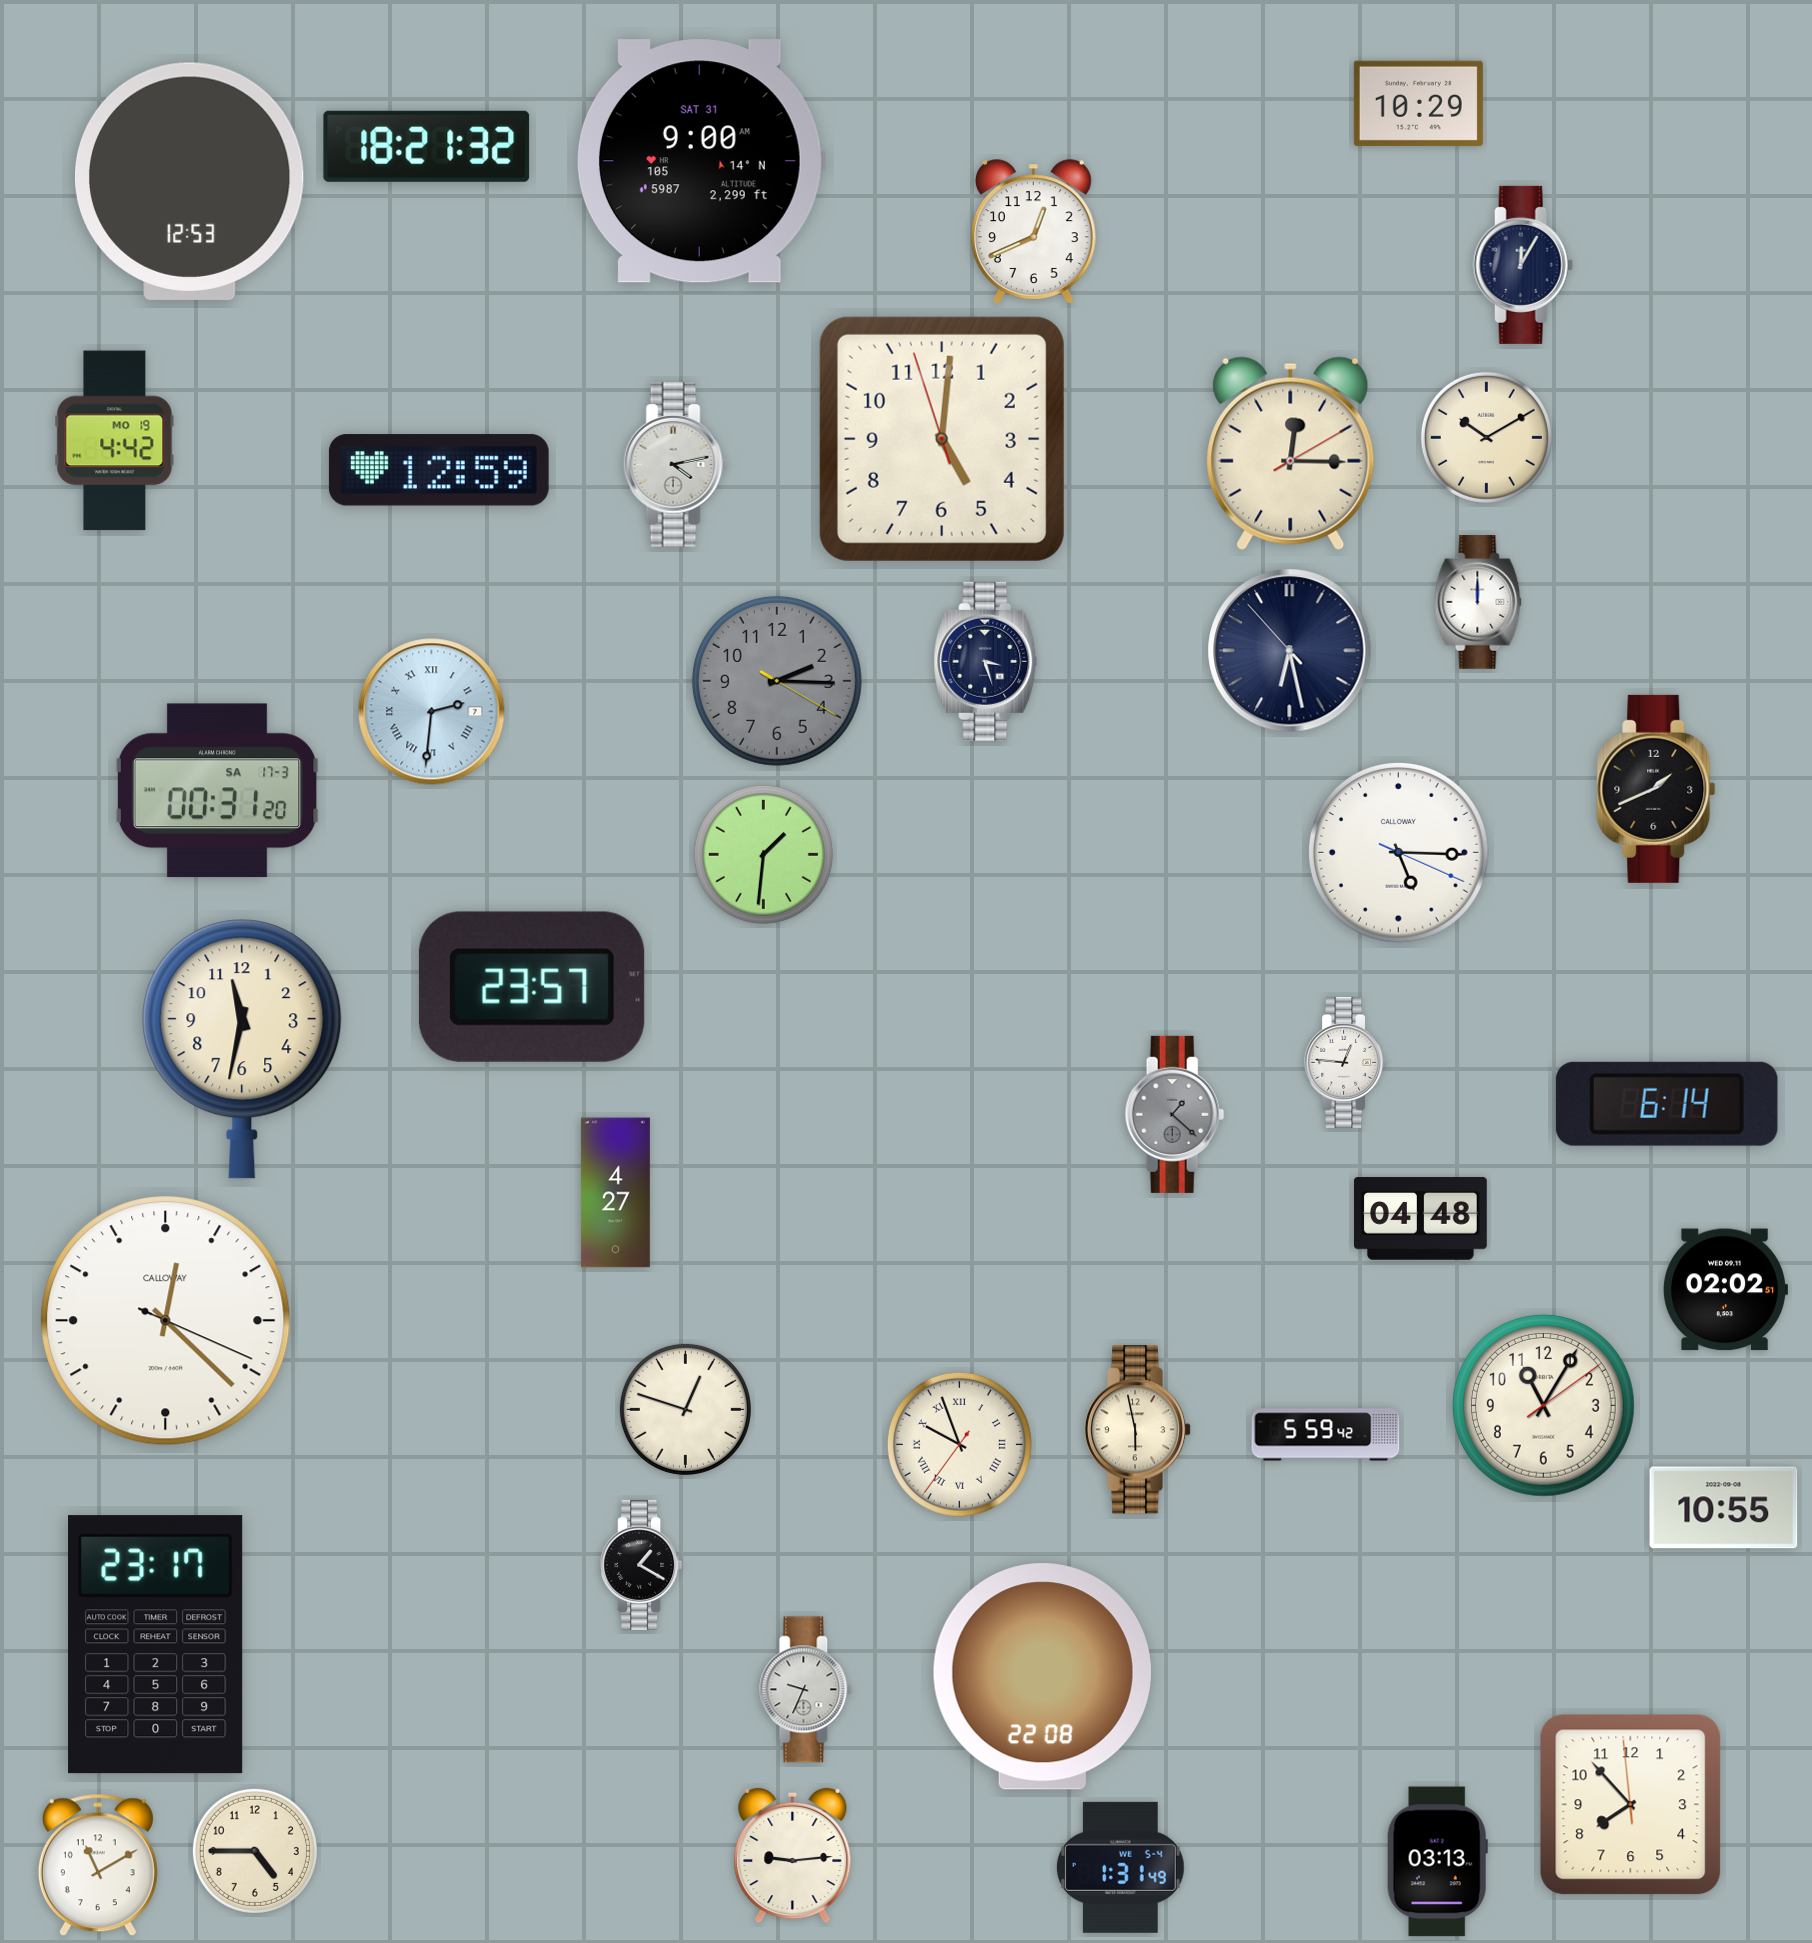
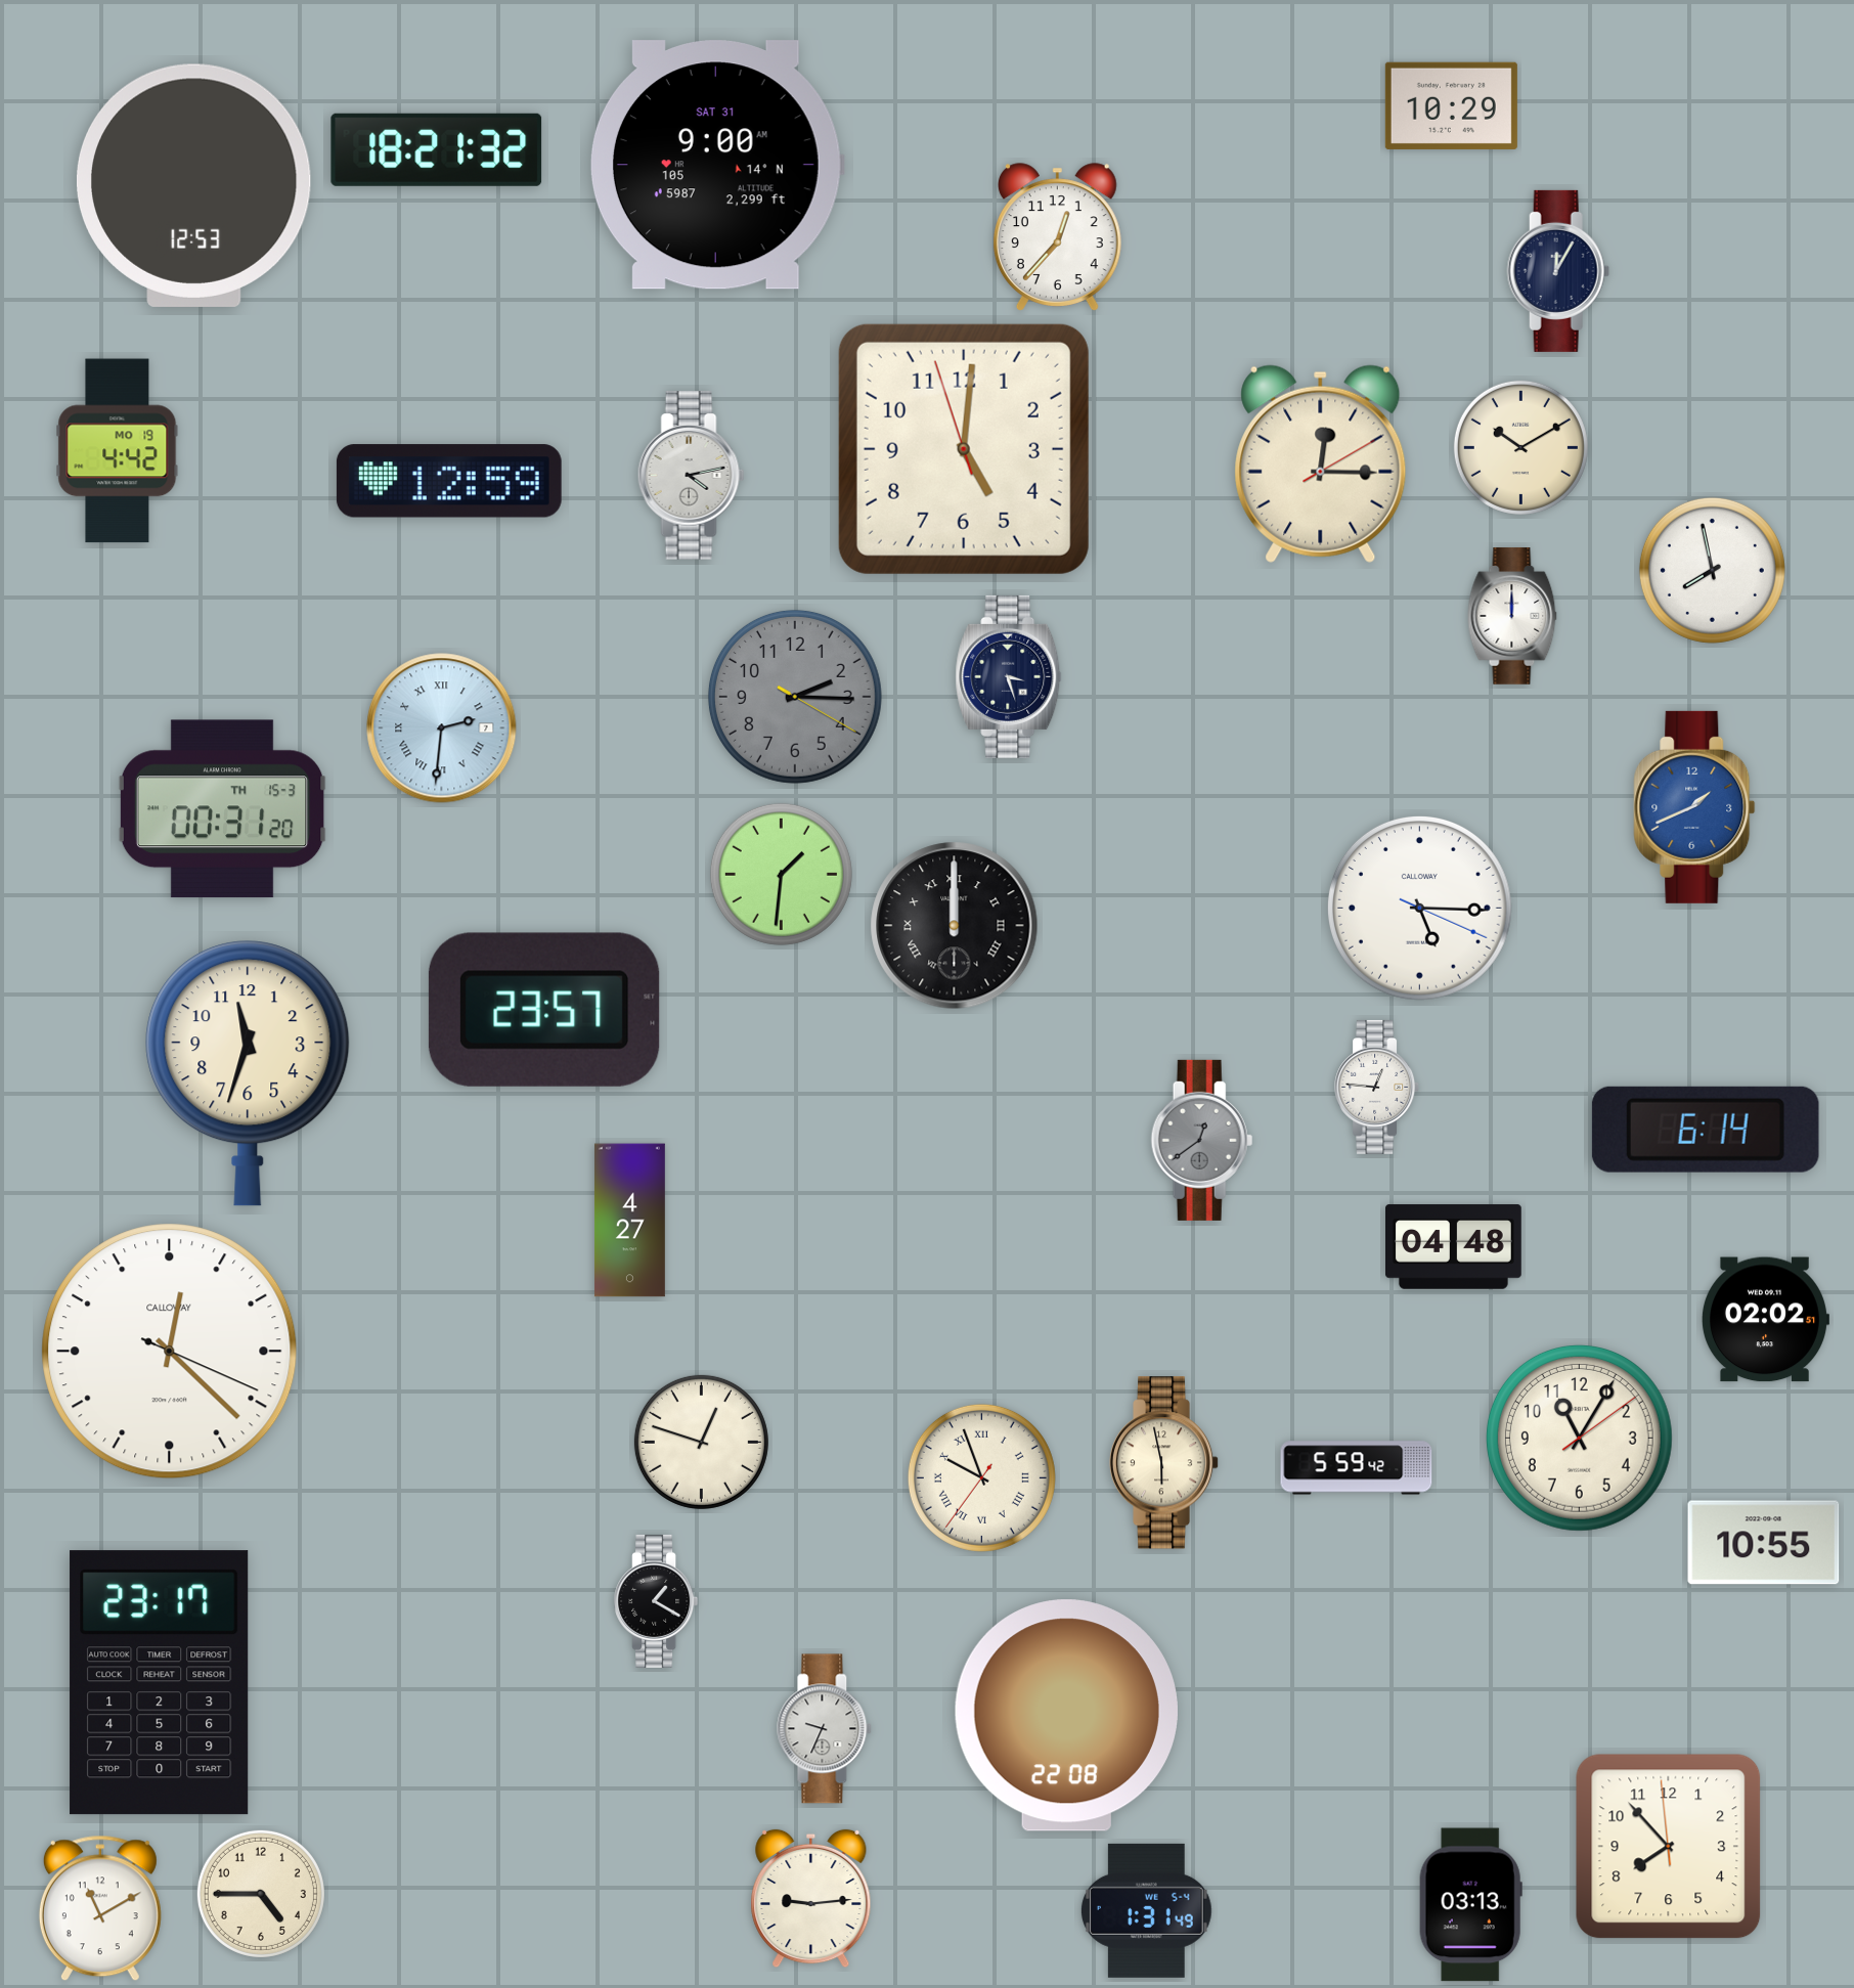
clock at (1033, 232): 12:41 -> 12:37
clock at (1712, 570): none -> 7:58
clock at (1290, 651): 6:27 -> none
clock at (1656, 789) dial: black -> blue
clock at (217, 791) date: SA 17-3 -> TH 15-3
clock at (1398, 852) position: (1398, 852) -> (1419, 908)
clock at (955, 926): none -> 12:00
clock at (242, 1049): 11:32 -> 11:33
clock at (1175, 1114): 1:22 -> 12:39
